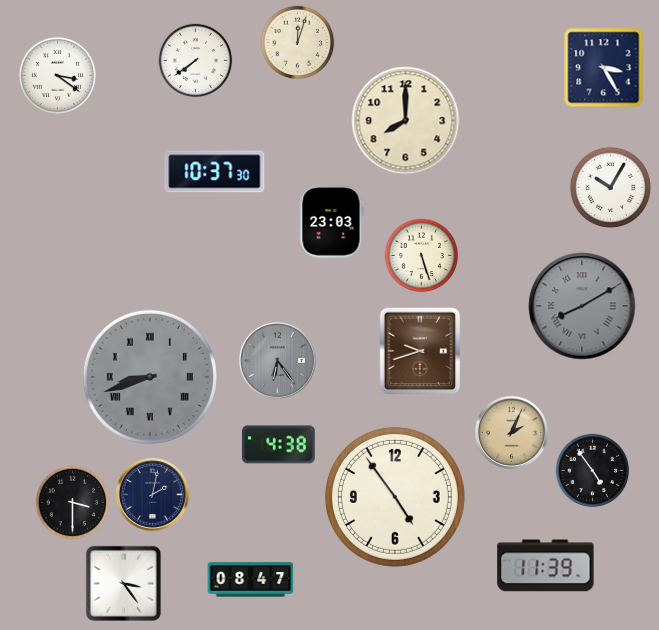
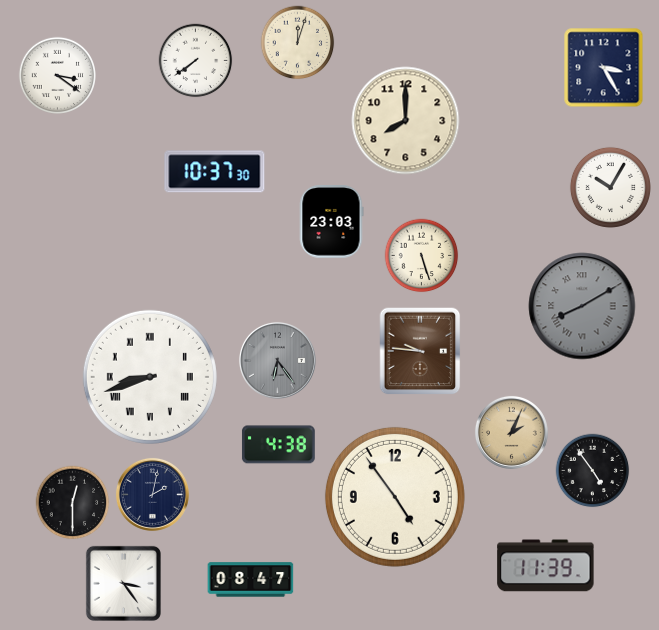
clock at (420, 351): 9:42 -> 9:46
clock at (150, 377) dial: grey -> white
clock at (73, 503): 3:30 -> 12:30
